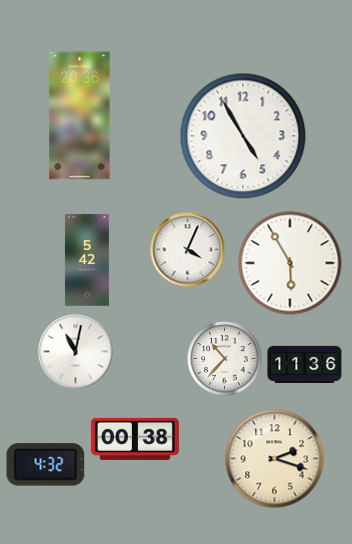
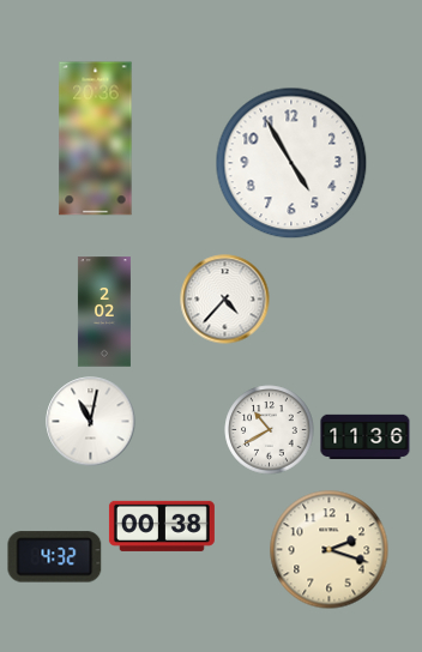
clock at (188, 250): 4:04 -> 4:37
clock at (87, 260): 5:42 -> 2:02
clock at (290, 263): 5:55 -> none
clock at (225, 359): 10:37 -> 10:40
